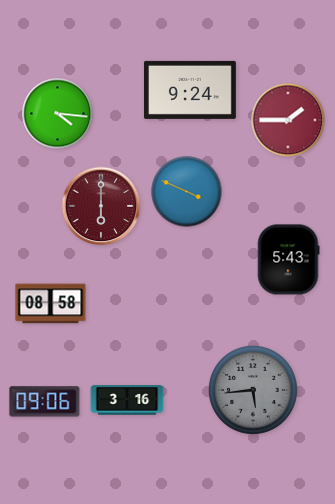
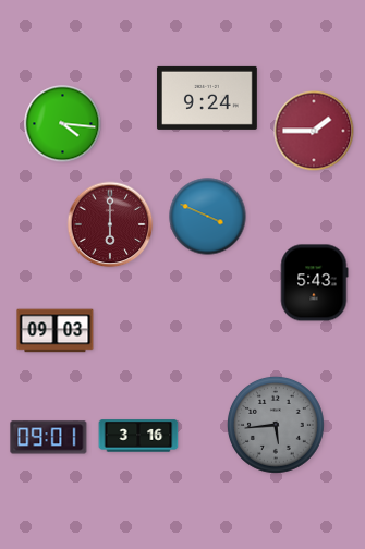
clock at (187, 192) position: (187, 192) -> (208, 217)
clock at (51, 304): 08:58 -> 09:03
clock at (45, 402): 09:06 -> 09:01
